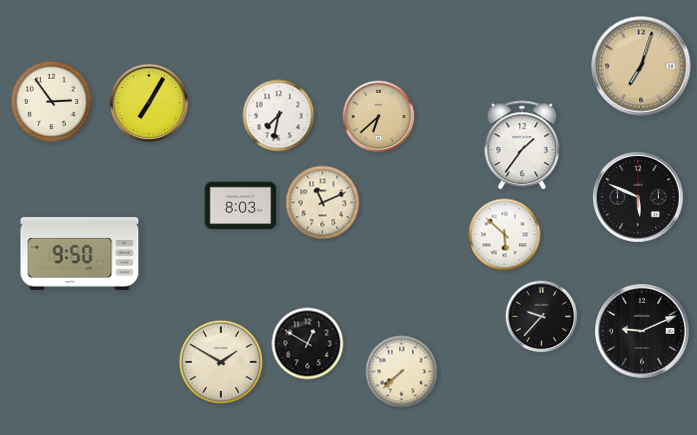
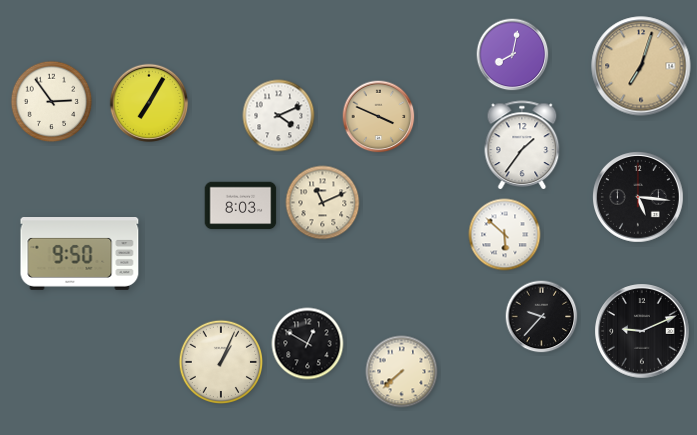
clock at (513, 55): none -> 8:02
clock at (279, 116): 7:32 -> 4:11
clock at (379, 117): 6:38 -> 3:49
clock at (639, 198): 5:49 -> 5:16
clock at (220, 361): 1:50 -> 1:04
